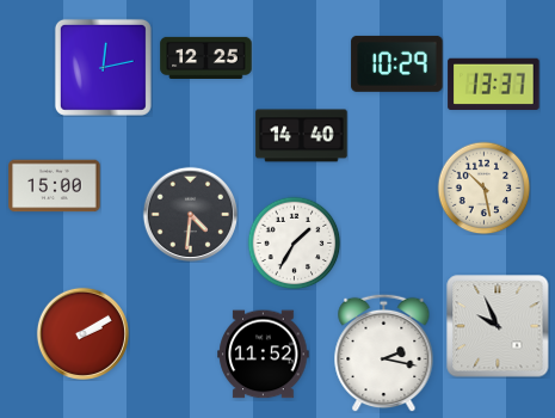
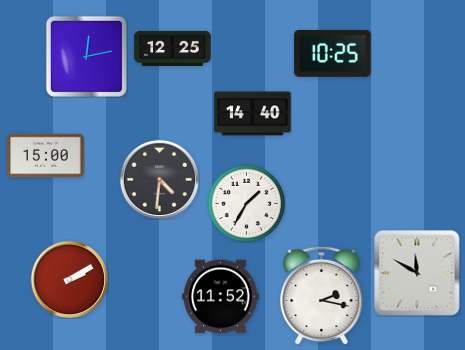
clock at (397, 63): 10:29 -> 10:25
clock at (494, 85): 13:37 -> none
clock at (483, 188): 10:28 -> none
clock at (498, 326): 9:56 -> 11:50
